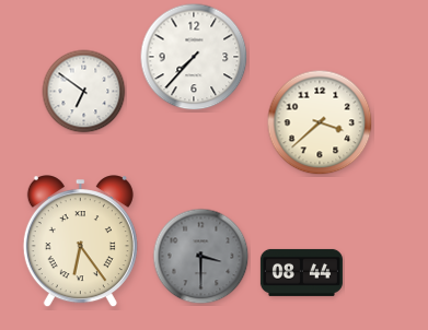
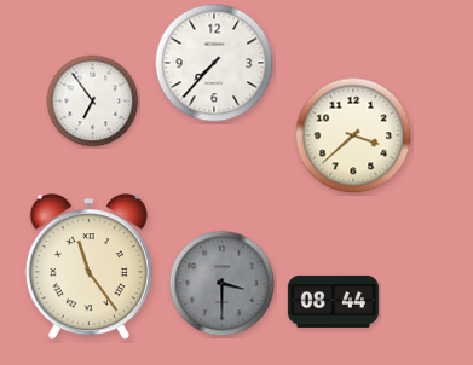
clock at (84, 92): 6:51 -> 6:54
clock at (80, 241): 6:24 -> 11:24
